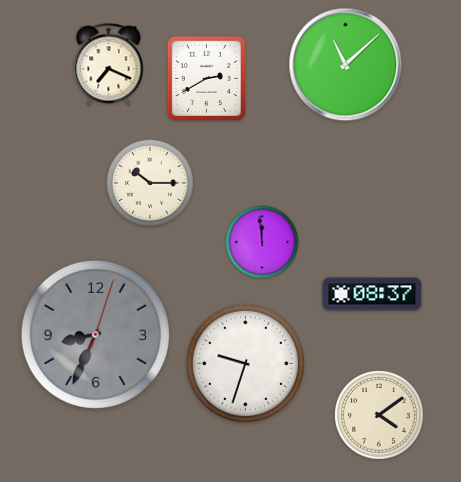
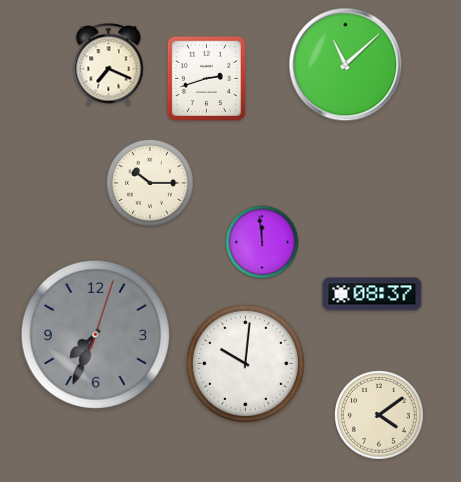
clock at (206, 78): 2:40 -> 2:42
clock at (95, 334): 8:34 -> 7:34
clock at (245, 363): 9:33 -> 10:01
